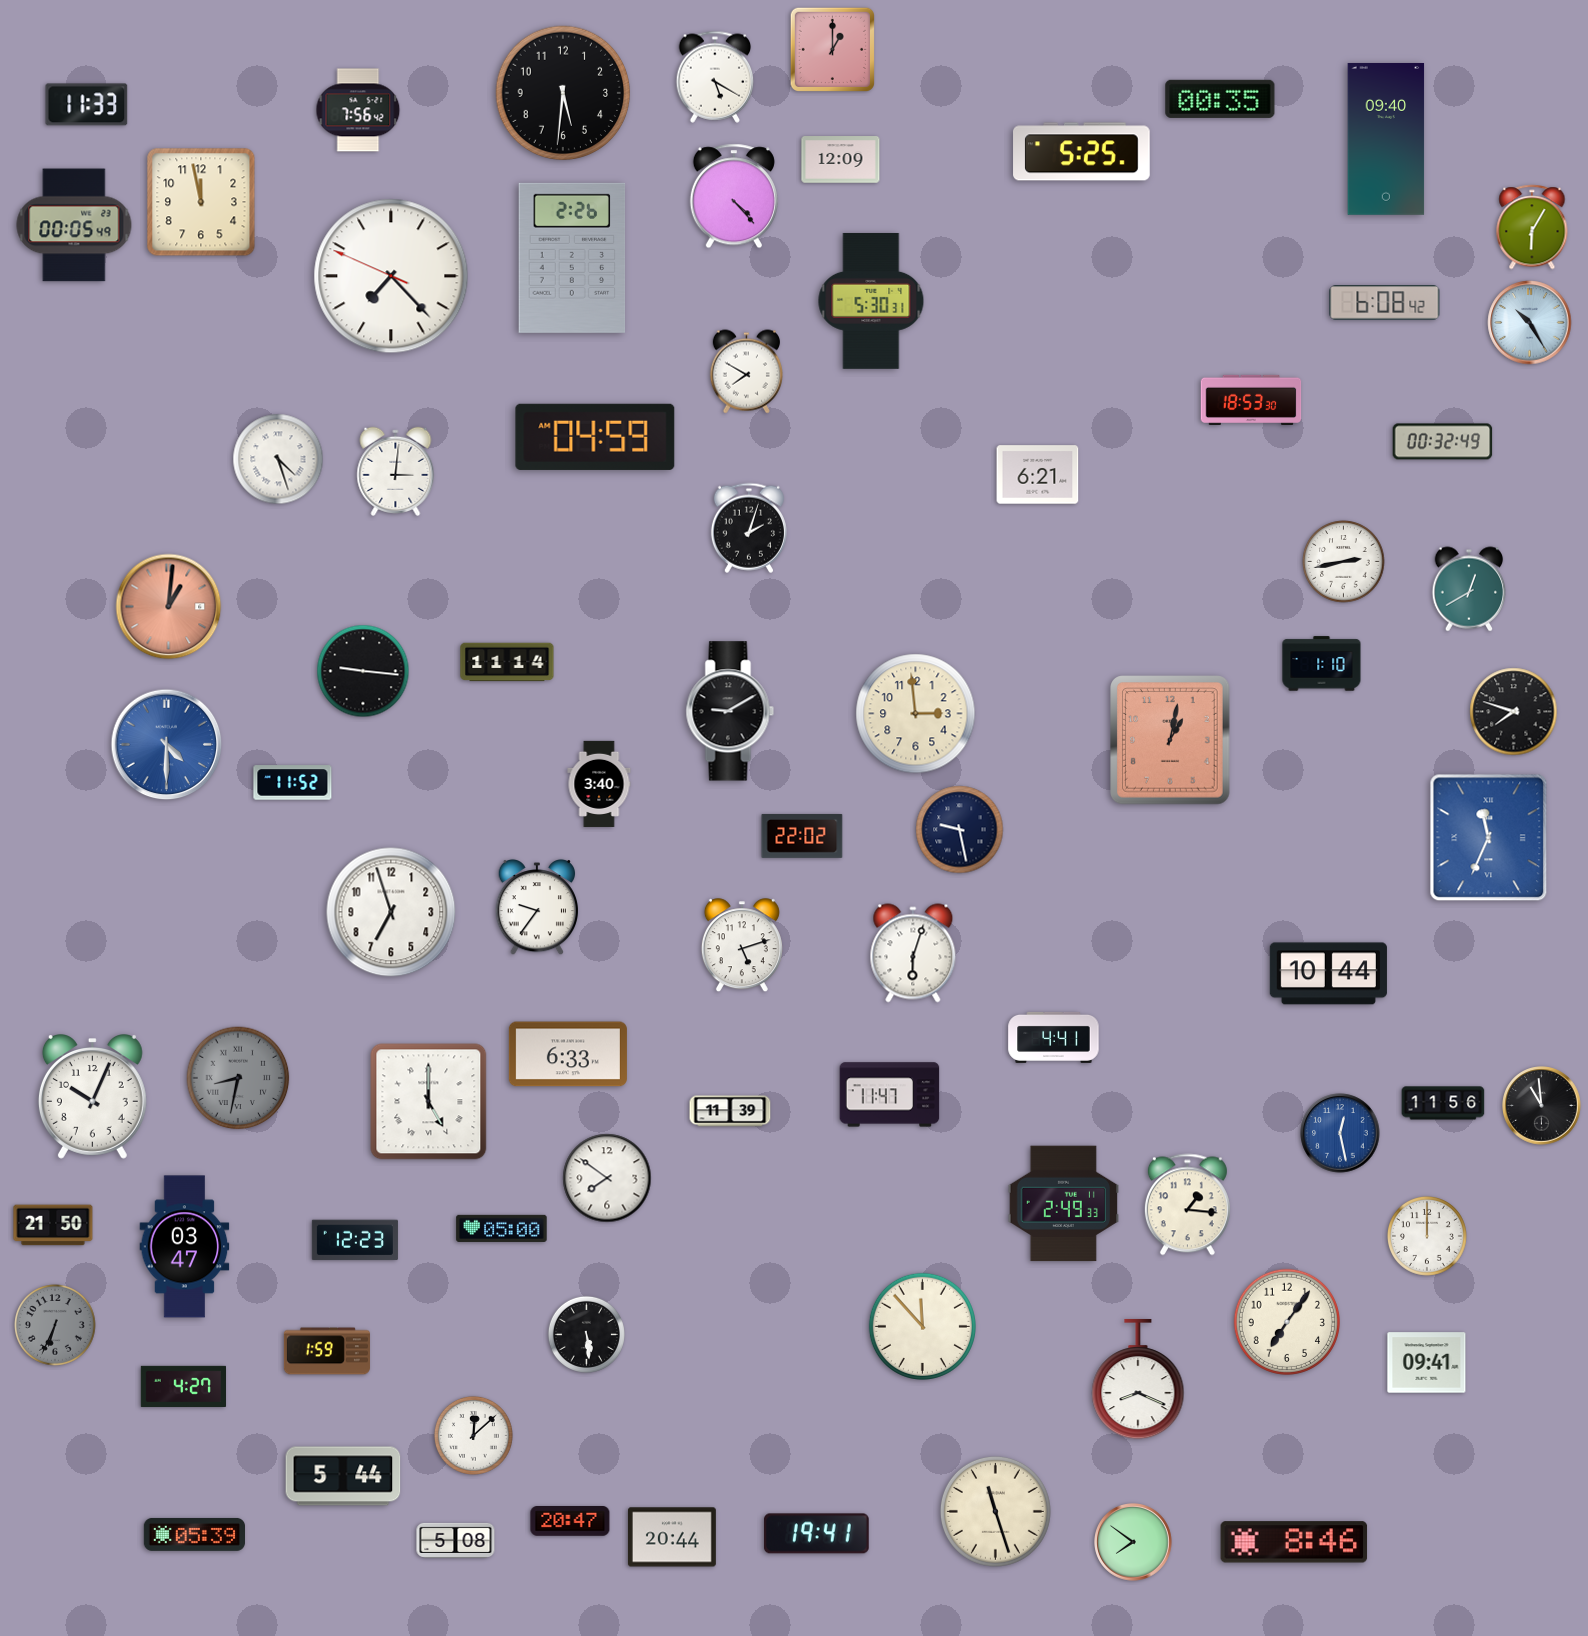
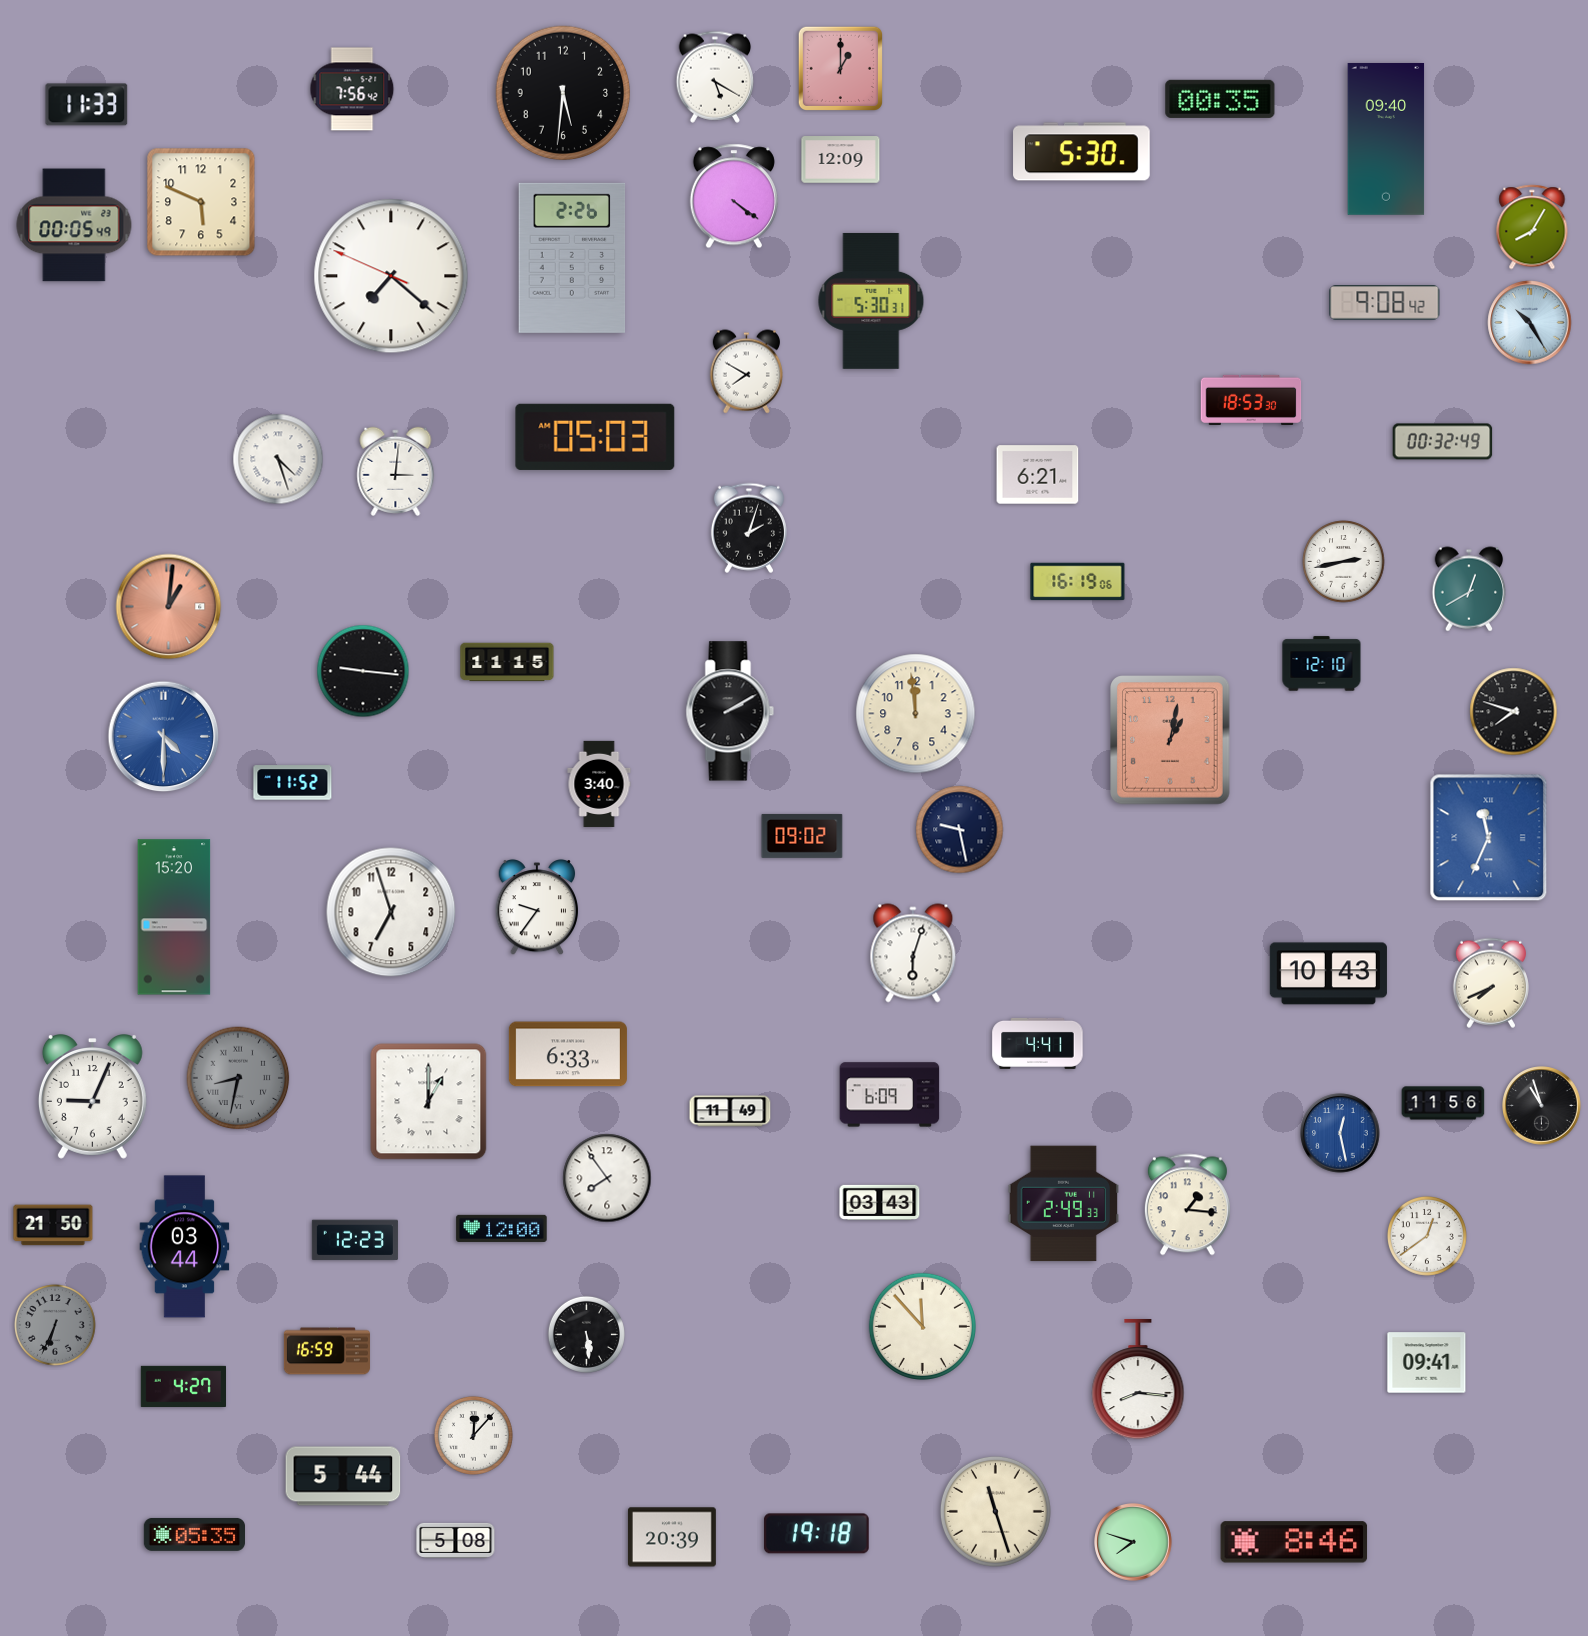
clock at (832, 49) position: (832, 49) -> (840, 68)
clock at (358, 110) position: (358, 110) -> (352, 89)
clock at (1082, 152): 5:25 -> 5:30
clock at (734, 196): 4:23 -> 4:21
clock at (201, 202): 11:58 -> 5:49
clock at (1532, 227): 6:05 -> 8:05
clock at (391, 276): 7:22 -> 7:21
clock at (1385, 303): 6:08 -> 9:08
clock at (595, 437): 04:59 -> 05:03
clock at (1078, 582): none -> 16:19
clock at (507, 662): 11:14 -> 11:15
clock at (1322, 664): 1:10 -> 12:10
clock at (730, 711): 9:10 -> 2:10
clock at (916, 714): 2:59 -> 11:59
clock at (167, 745) position: (167, 745) -> (164, 737)
clock at (802, 836): 22:02 -> 09:02
clock at (174, 917): none -> 15:20
clock at (742, 946): 5:12 -> none
clock at (1328, 974): 10:44 -> 10:43
clock at (1491, 983): none -> 7:41
clock at (1054, 1037) position: (1054, 1037) -> (1038, 1043)
clock at (890, 1095): 11:47 -> 6:09
clock at (92, 1097): 10:04 -> 9:04
clock at (429, 1102): 5:00 -> 1:00
clock at (1542, 1106): 10:59 -> 10:57
clock at (730, 1111): 11:39 -> 11:49
clock at (607, 1178): 7:51 -> 7:54
clock at (880, 1202): none -> 03:43
clock at (502, 1228): 05:00 -> 12:00
clock at (1427, 1236): 12:00 -> 12:39
clock at (185, 1247): 03:47 -> 03:44
clock at (1286, 1321): 7:06 -> none
clock at (327, 1351): 1:59 -> 16:59
clock at (1138, 1379): 8:19 -> 8:16
clock at (473, 1435): 12:08 -> 12:07
clock at (570, 1522): 20:47 -> none
clock at (194, 1534): 05:39 -> 05:35
clock at (816, 1534): 19:41 -> 19:18
clock at (672, 1537): 20:44 -> 20:39
clock at (1133, 1542): 7:51 -> 7:48
